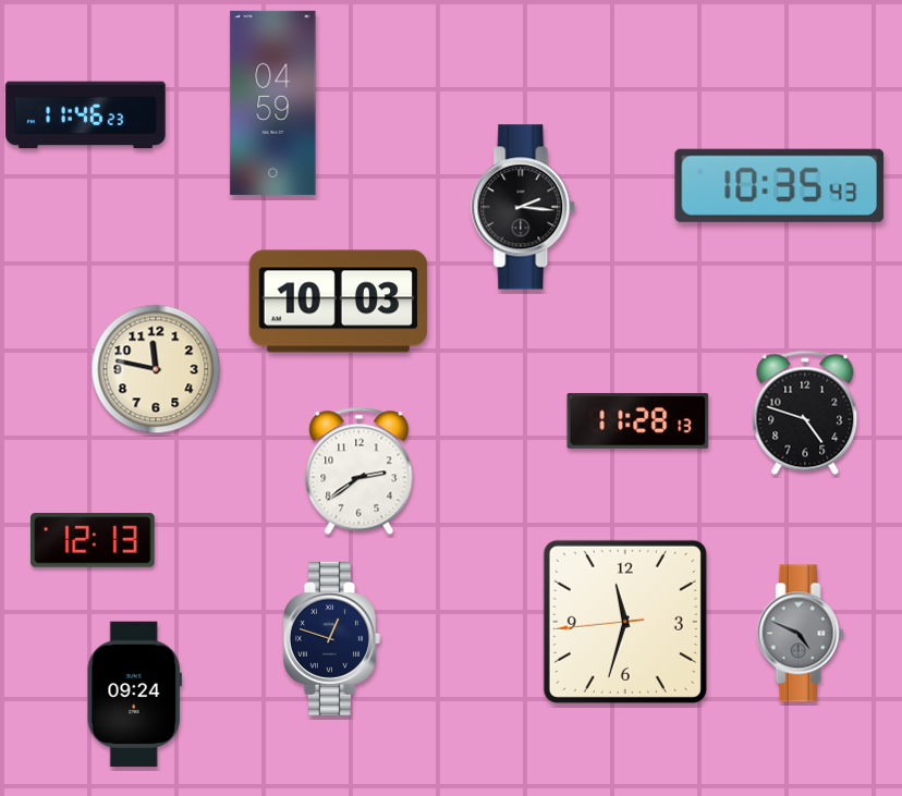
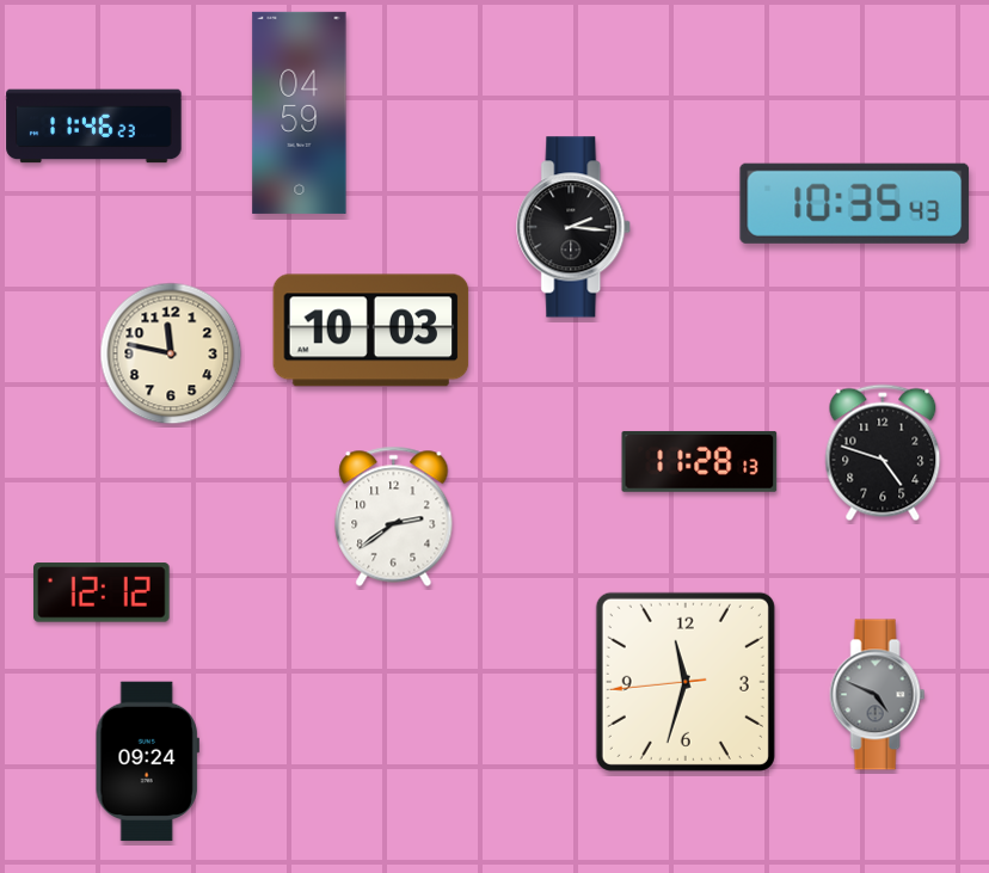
clock at (156, 369) position: (156, 369) -> (171, 353)
clock at (94, 540): 12:13 -> 12:12
clock at (331, 638): 12:48 -> none
